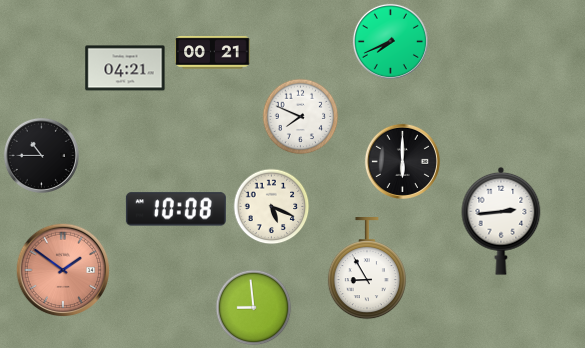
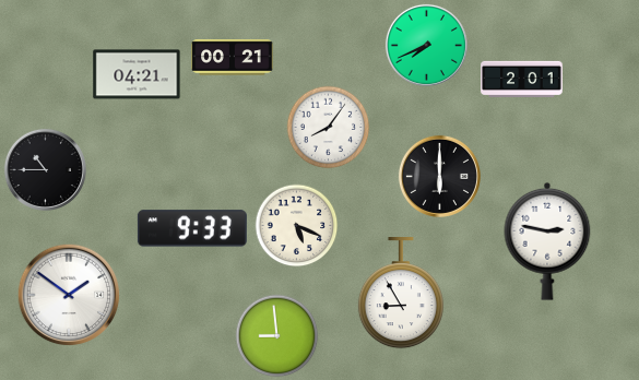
clock at (522, 79): none -> 2:01
clock at (301, 117): 7:49 -> 8:06
clock at (176, 209): 10:08 -> 9:33
clock at (501, 221): 2:44 -> 2:47
clock at (63, 270) dial: salmon -> white
